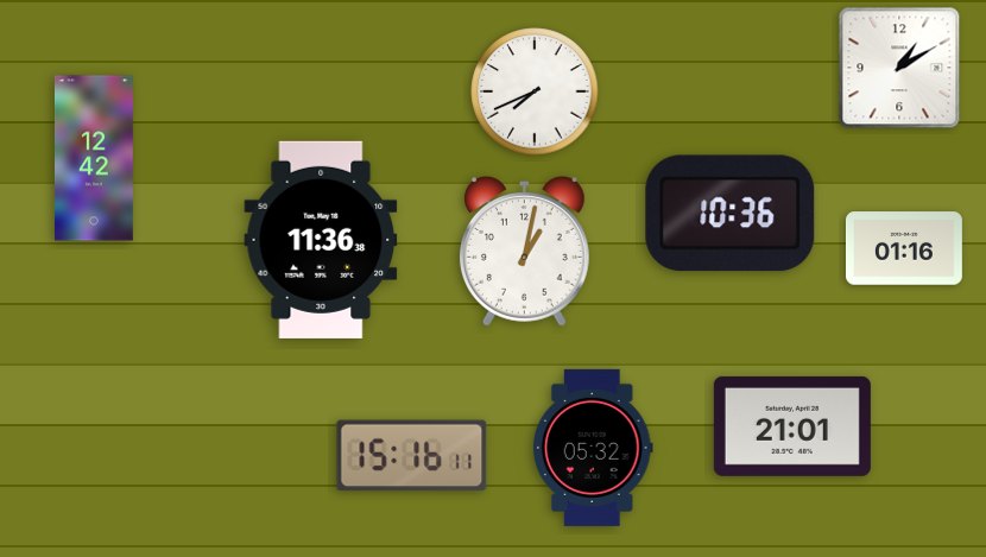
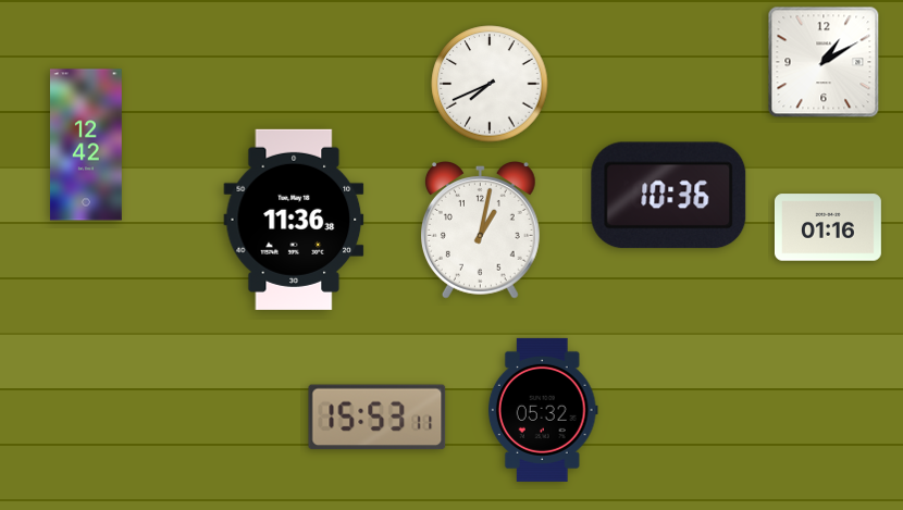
clock at (792, 426): 21:01 -> none
clock at (412, 456): 15:16 -> 15:53
